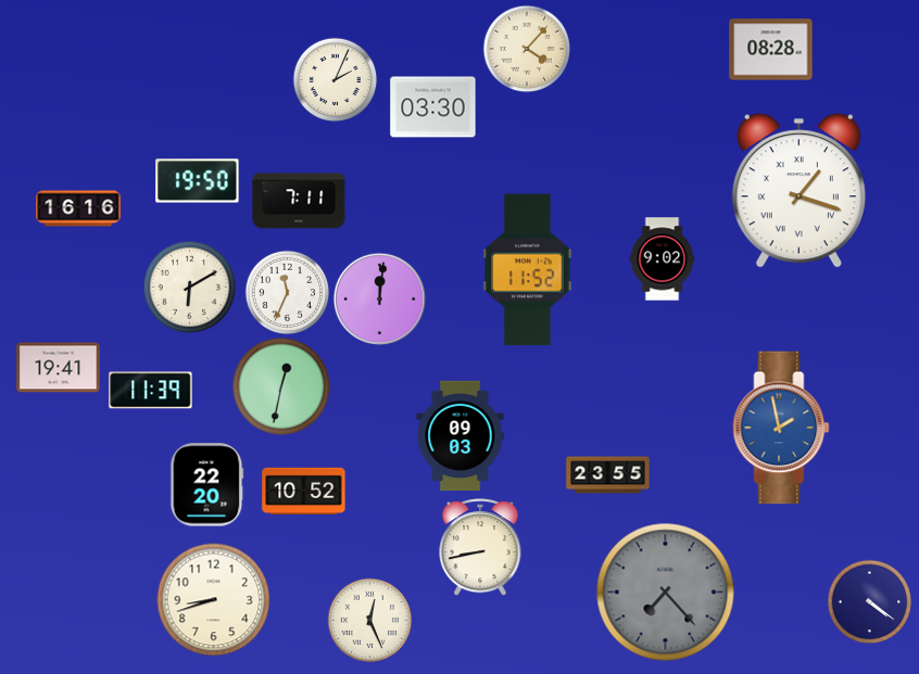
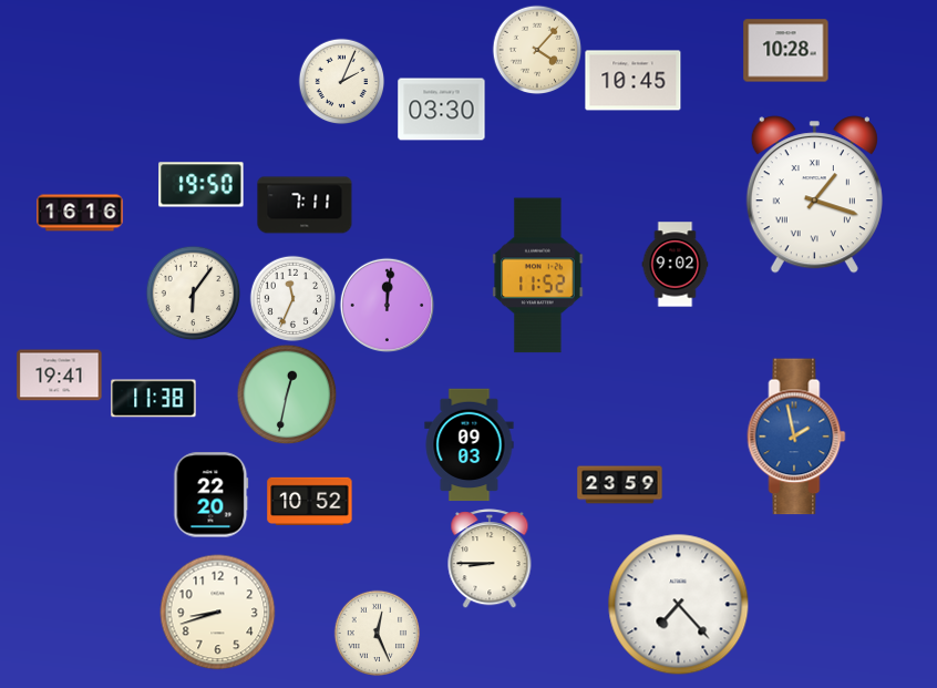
clock at (771, 50): 08:28 -> 10:28
clock at (634, 81): none -> 10:45
clock at (189, 287): 6:10 -> 6:06
clock at (151, 391): 11:39 -> 11:38
clock at (608, 475): 23:55 -> 23:59
clock at (480, 547): 8:43 -> 8:45
clock at (666, 593) dial: grey -> white
clock at (869, 601): 4:21 -> none
